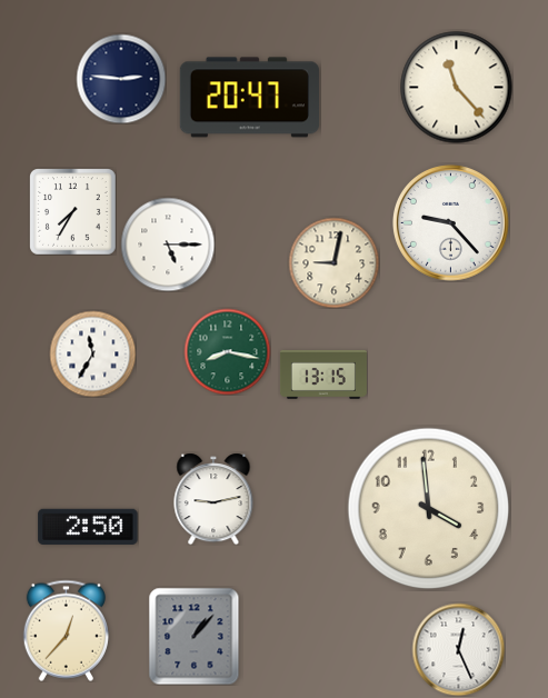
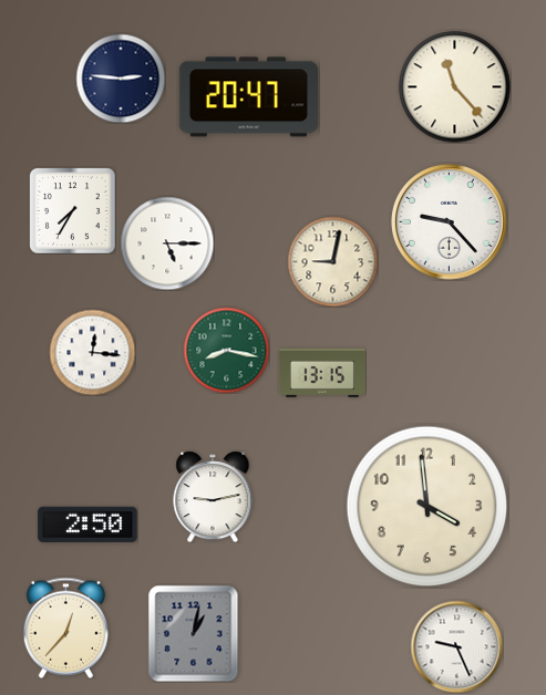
clock at (92, 353): 11:35 -> 12:16
clock at (195, 636): 1:07 -> 1:02
clock at (458, 649): 12:26 -> 9:26
